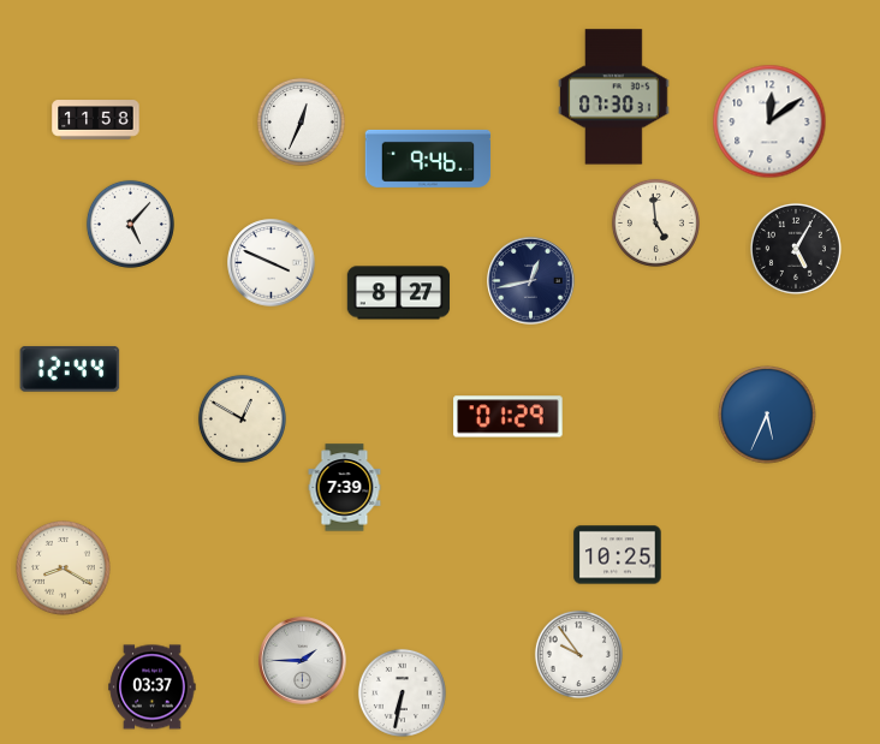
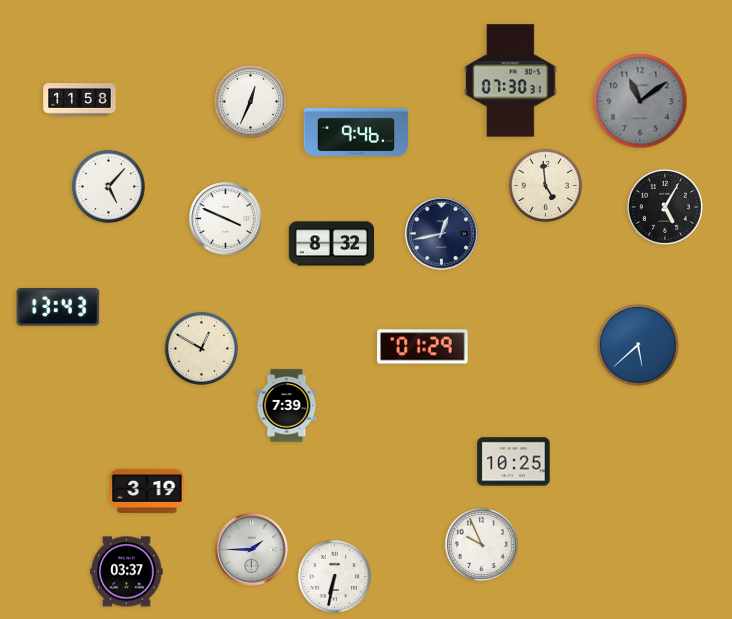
clock at (769, 121): 12:09 -> 11:09
clock at (769, 121) dial: white -> grey
clock at (796, 249) position: (796, 249) -> (665, 207)
clock at (399, 293): 8:27 -> 8:32
clock at (70, 369): 12:44 -> 13:43
clock at (767, 415): 5:34 -> 5:38
clock at (64, 569): 8:20 -> none
clock at (147, 491): none -> 3:19
clock at (578, 654): 9:54 -> 9:56
